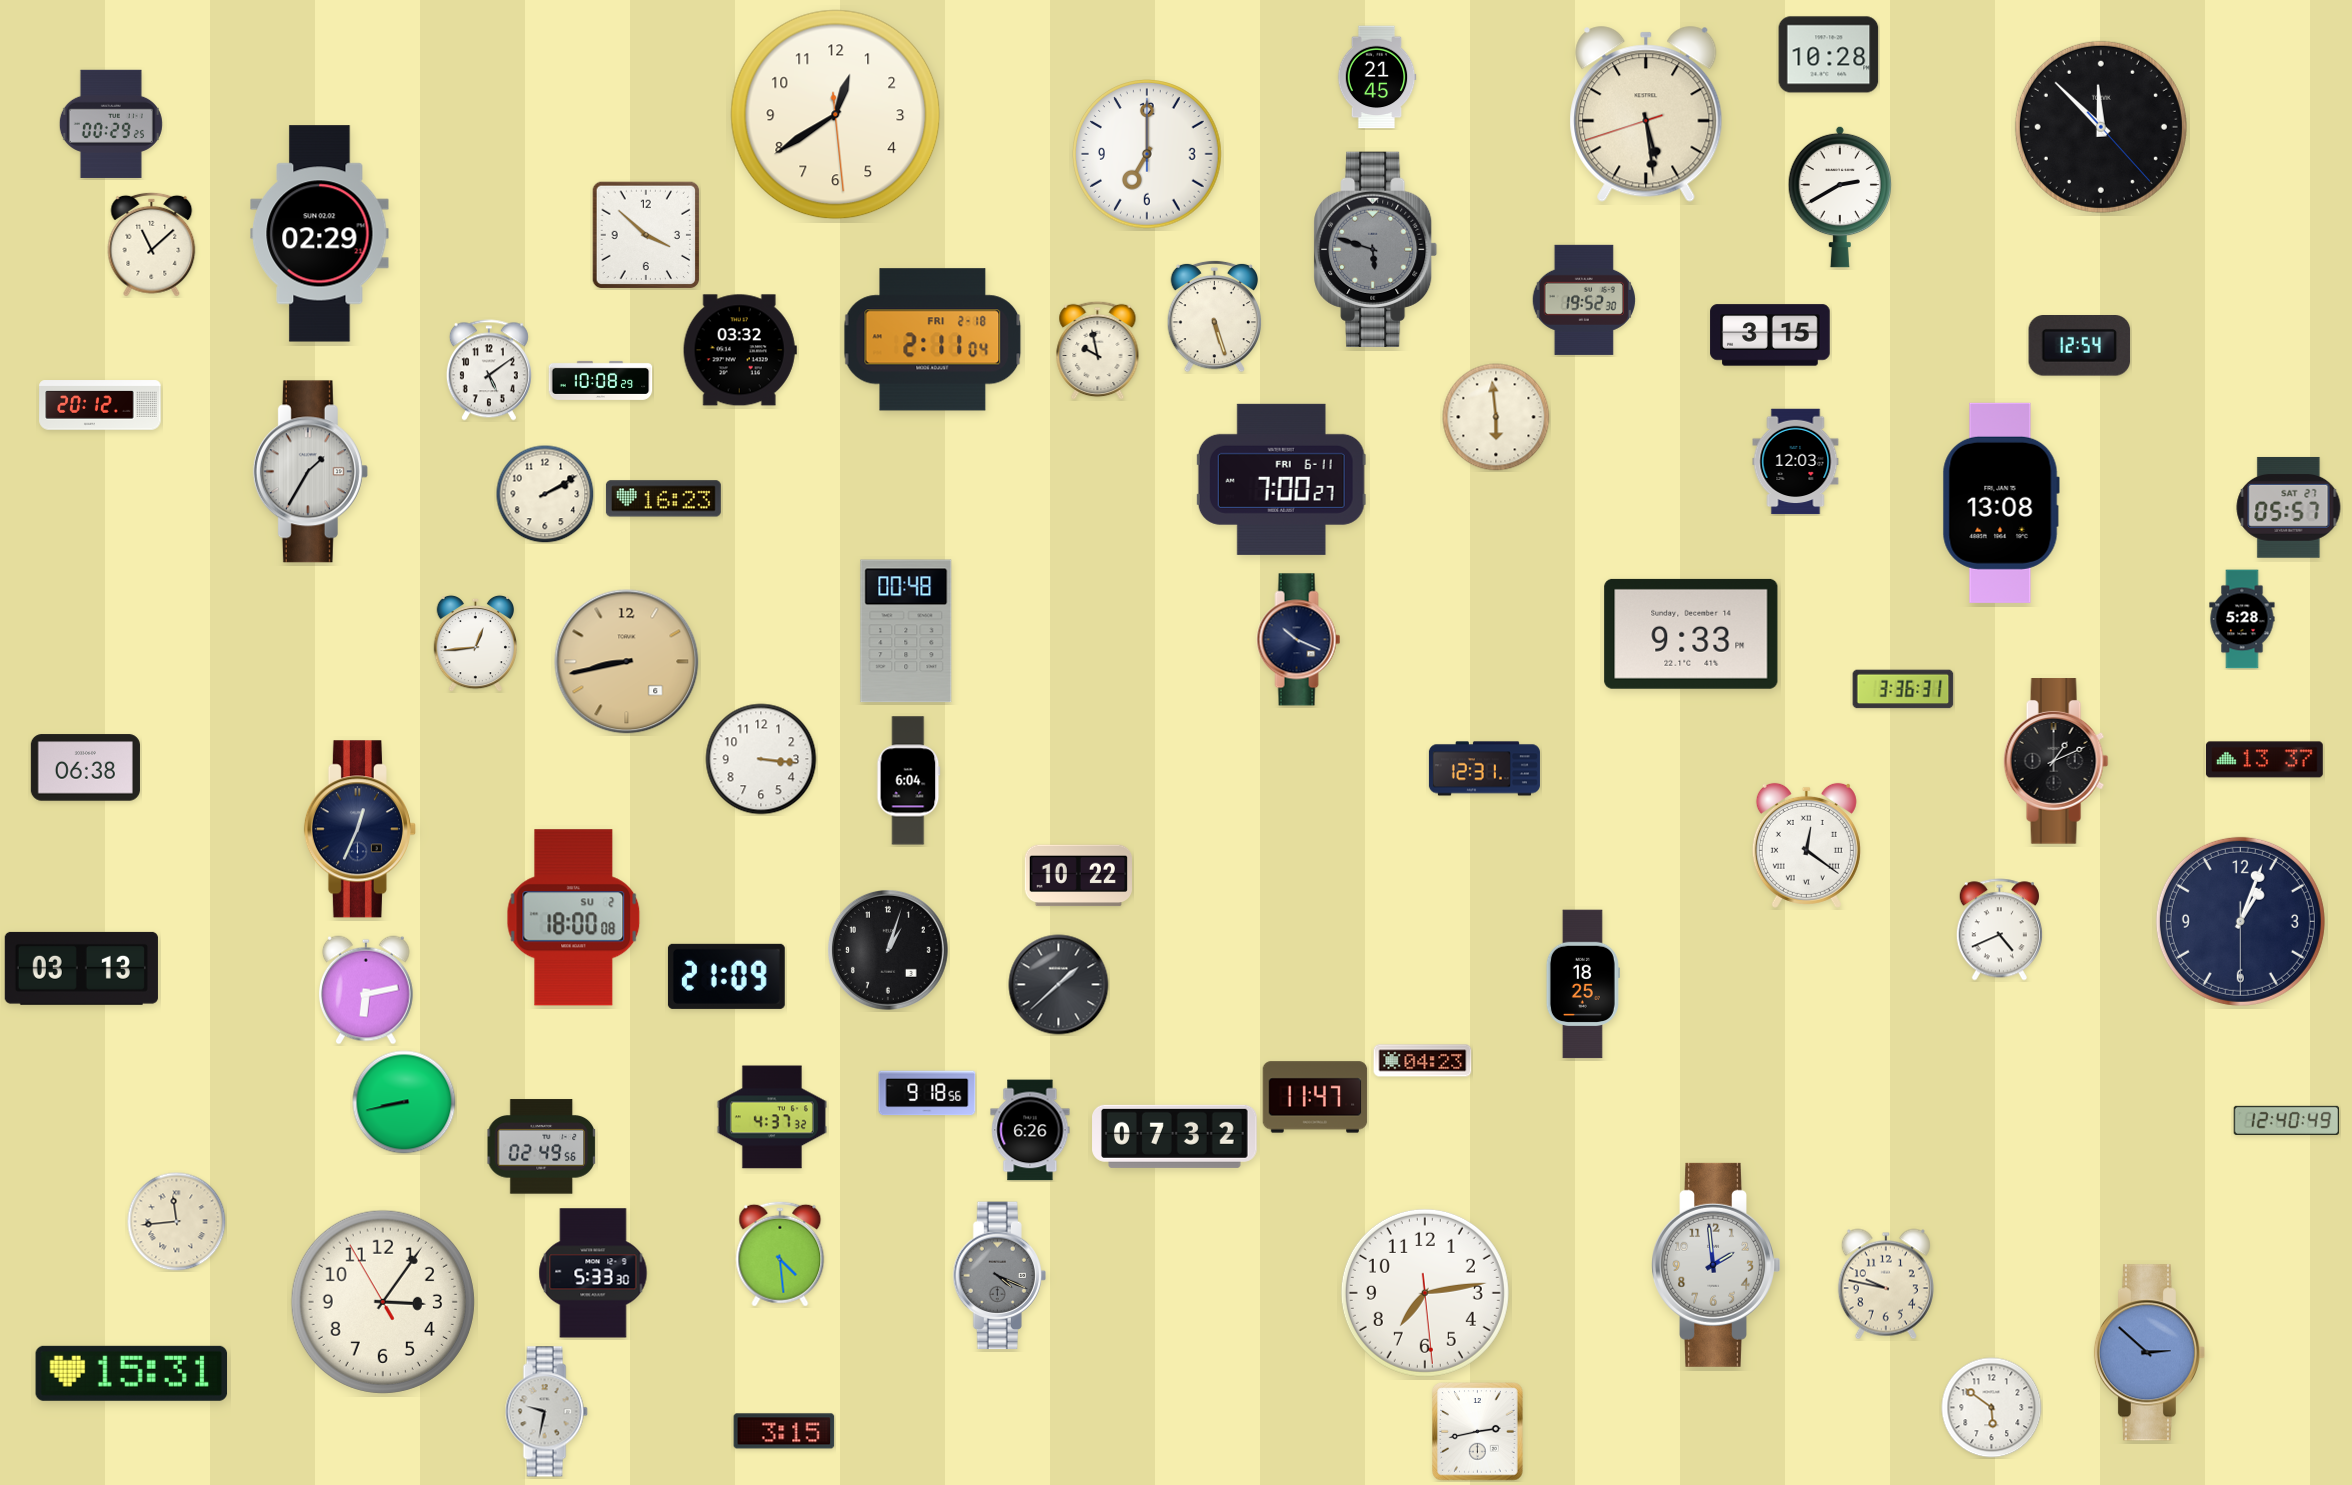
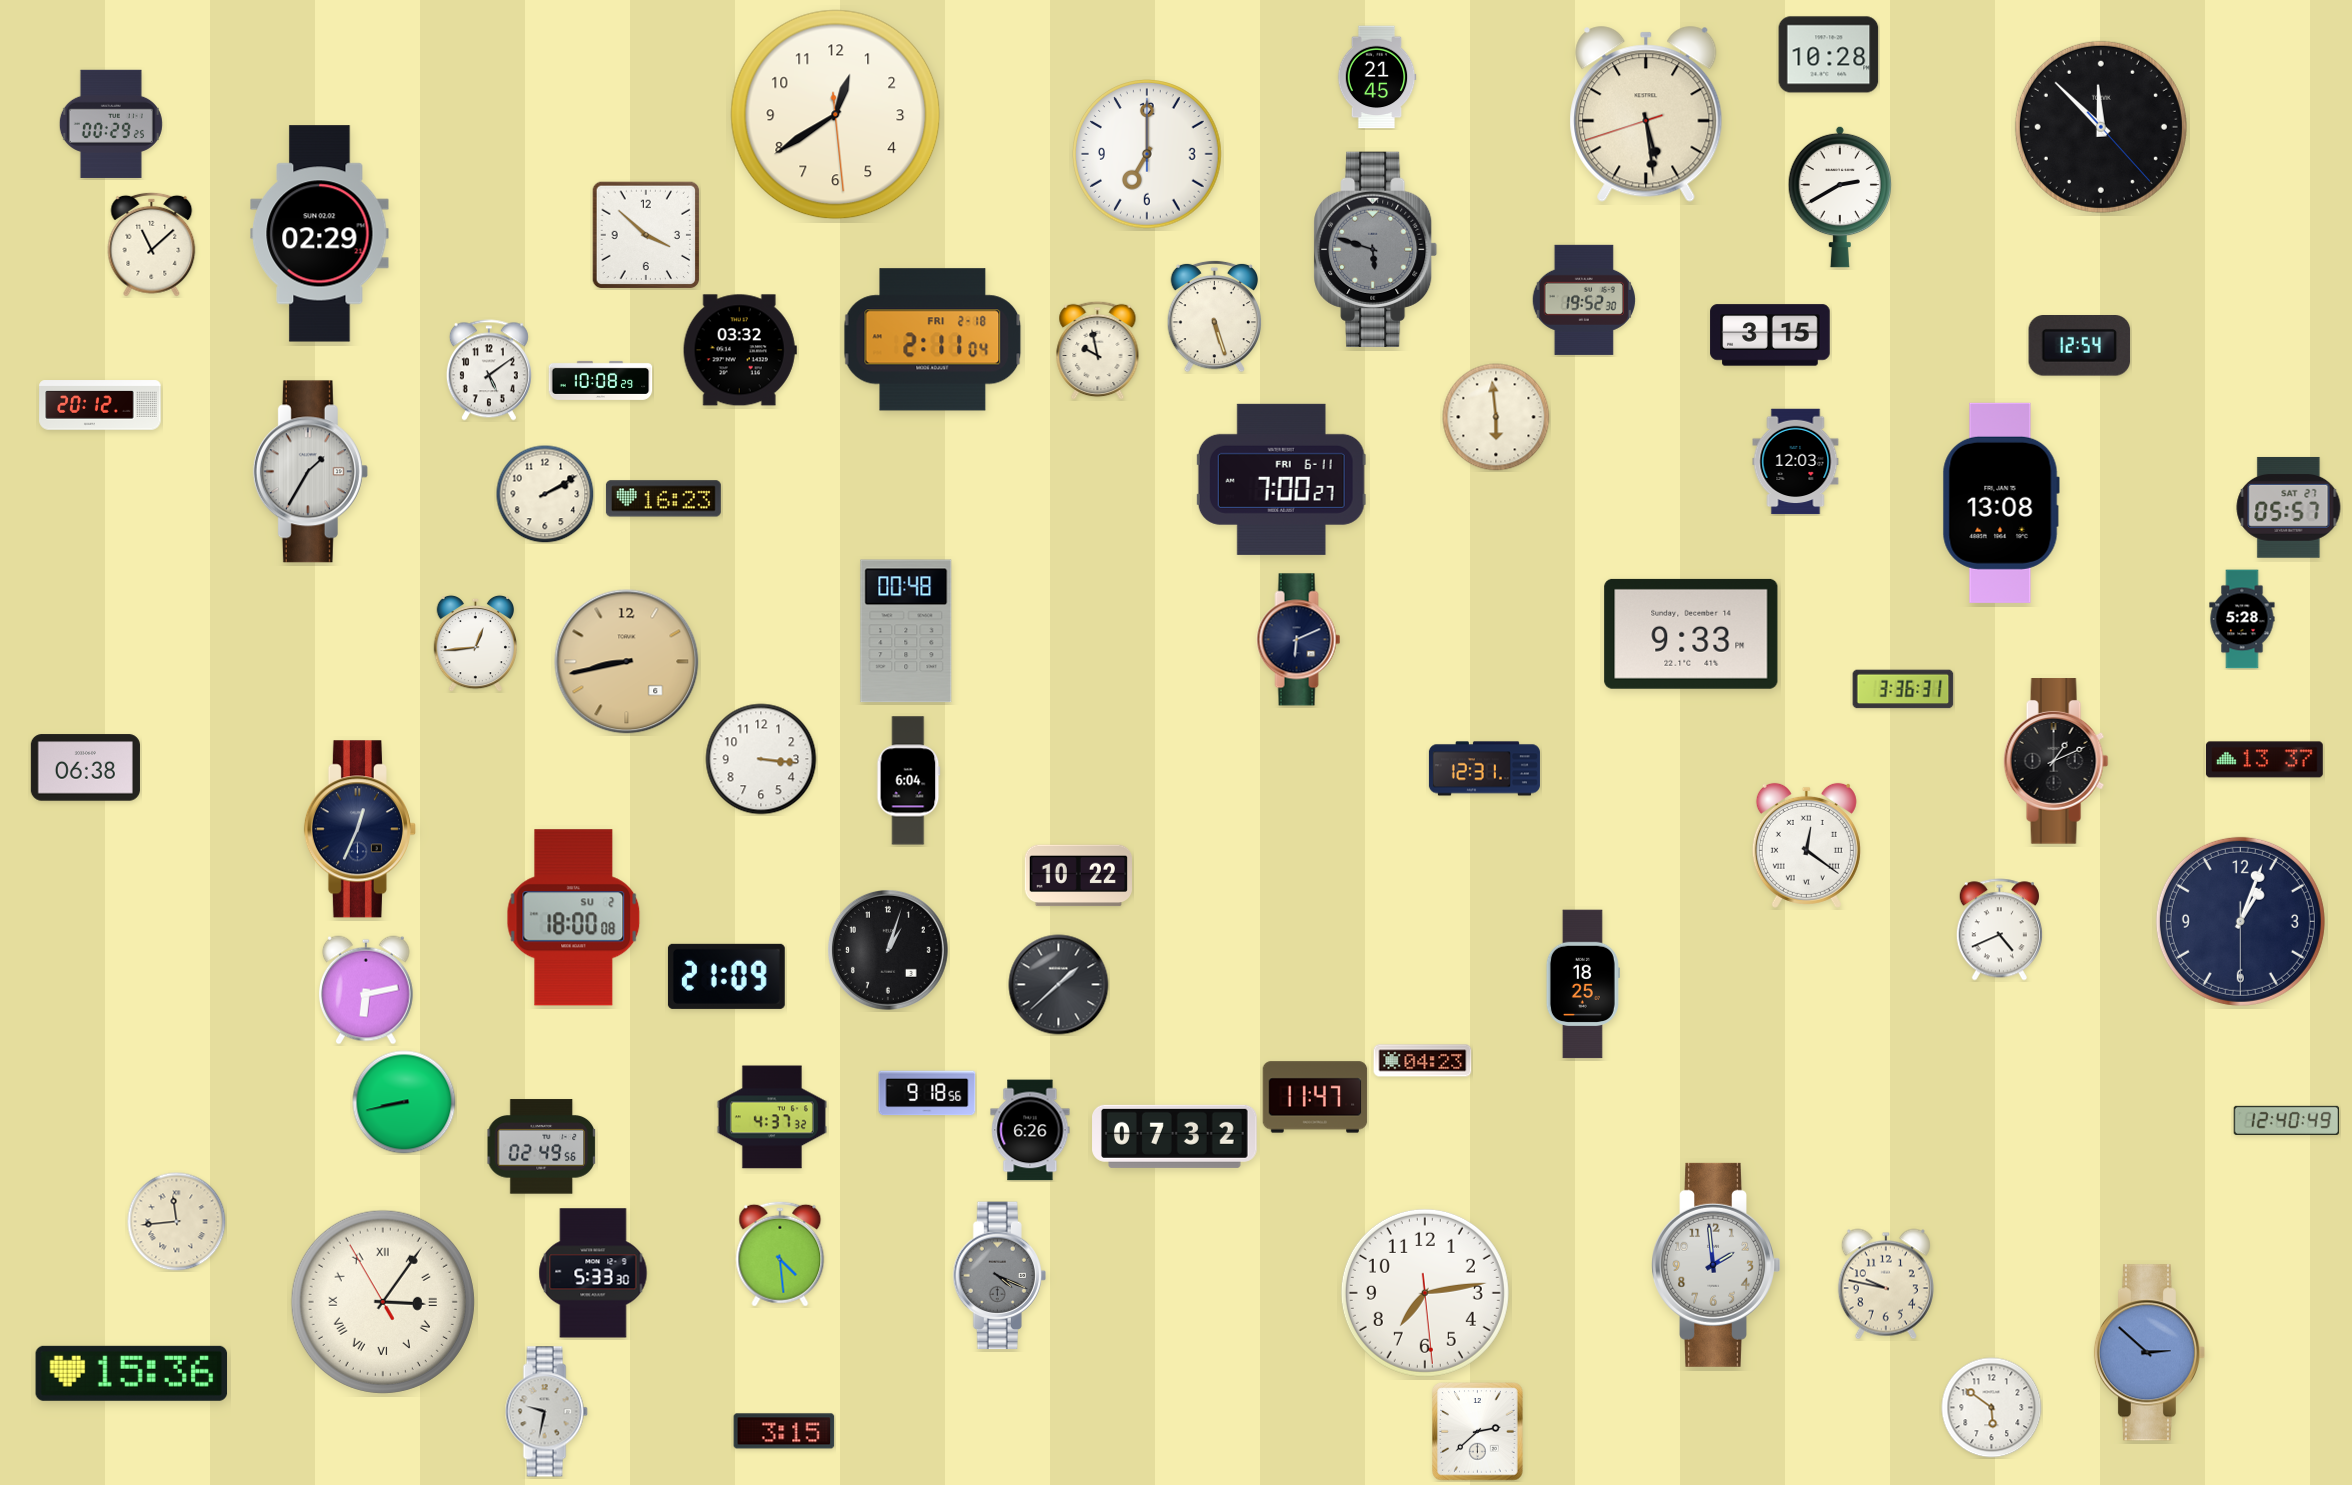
clock at (1299, 640): 10:19 -> 6:11
clock at (81, 968): 03:13 -> none
clock at (383, 1302) numerals: Arabic -> Roman
clock at (132, 1373): 15:31 -> 15:36
clock at (1478, 1432): 2:43 -> 2:38
